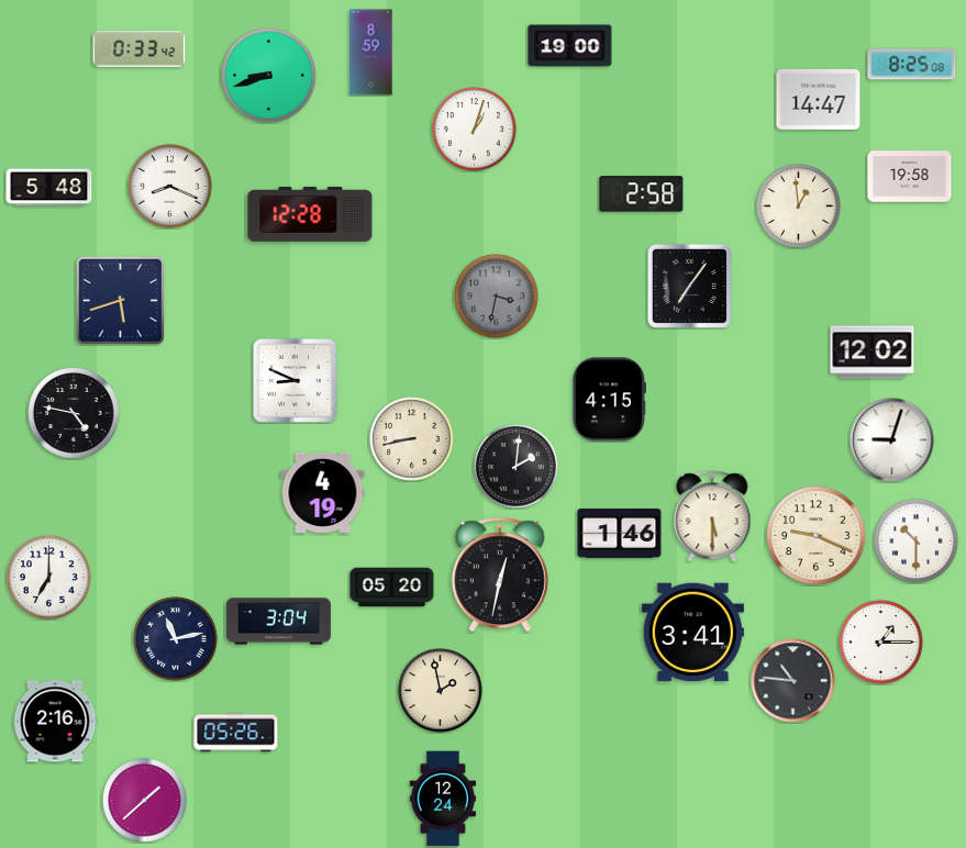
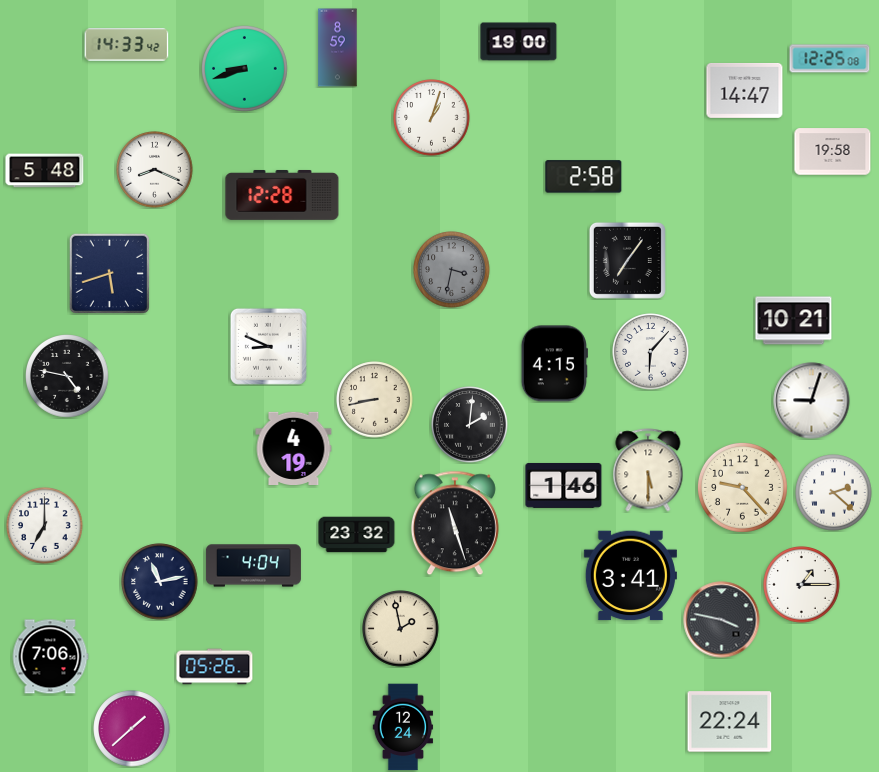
clock at (140, 49): 0:33 -> 14:33
clock at (912, 65): 8:25 -> 12:25
clock at (910, 177) position: (910, 177) -> (833, 152)
clock at (799, 207): 12:59 -> none
clock at (873, 353): 12:02 -> 10:21
clock at (651, 352): none -> 6:07
clock at (815, 535): 9:19 -> 9:23
clock at (917, 542): 10:30 -> 2:22
clock at (500, 574): 12:32 -> 11:27
clock at (392, 588): 05:20 -> 23:32
clock at (278, 622): 3:04 -> 4:04
clock at (793, 681): 10:46 -> 3:47
clock at (55, 722): 2:16 -> 7:06
clock at (730, 722): none -> 22:24
